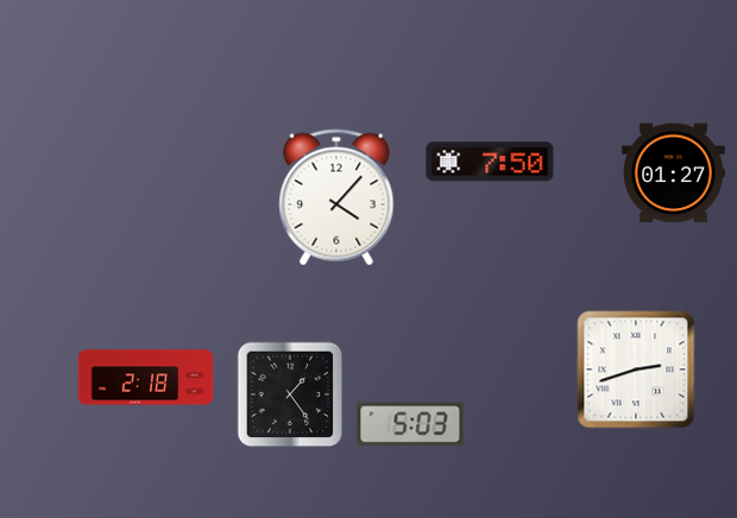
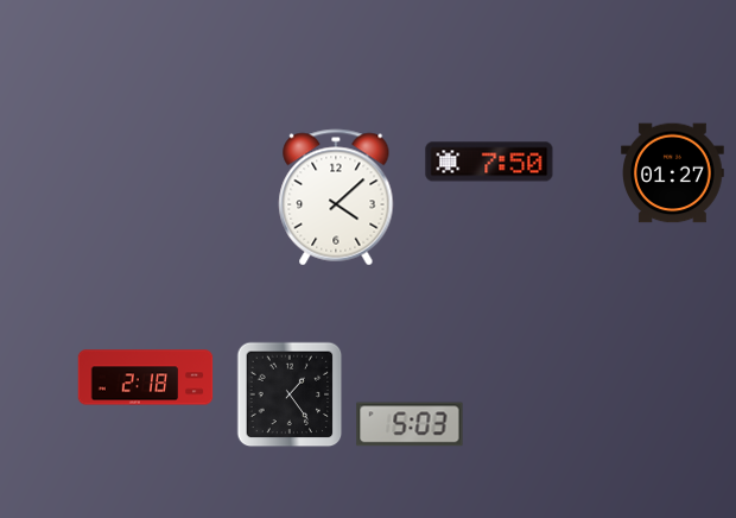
clock at (336, 197): 4:07 -> 4:08
clock at (636, 369): 2:42 -> none
